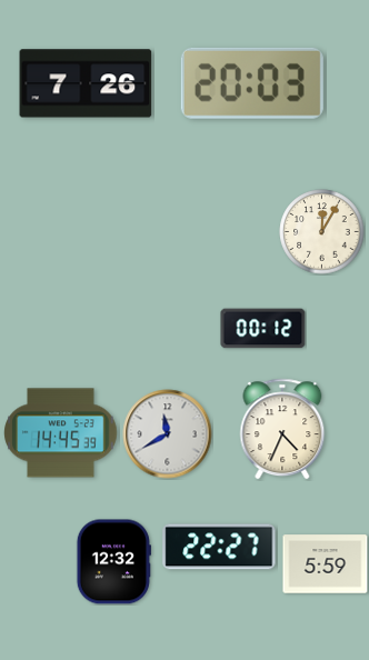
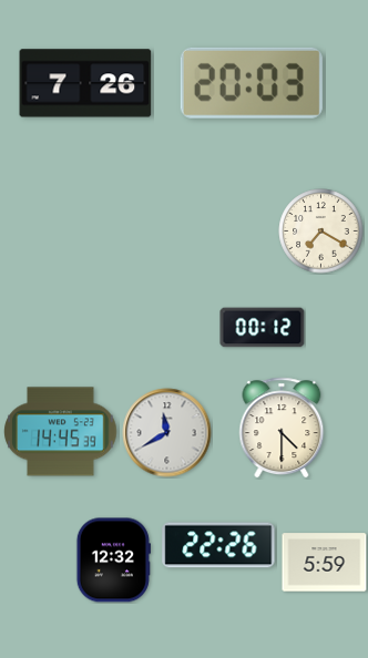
clock at (322, 232): 12:05 -> 7:20
clock at (282, 429): 4:34 -> 4:30
clock at (219, 547): 22:27 -> 22:26
